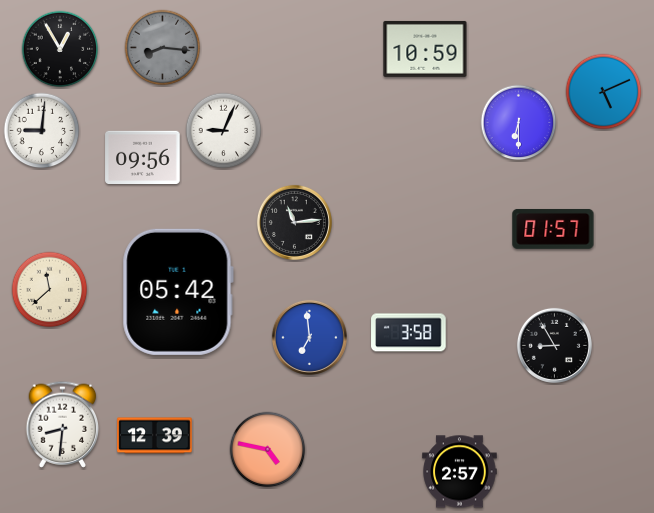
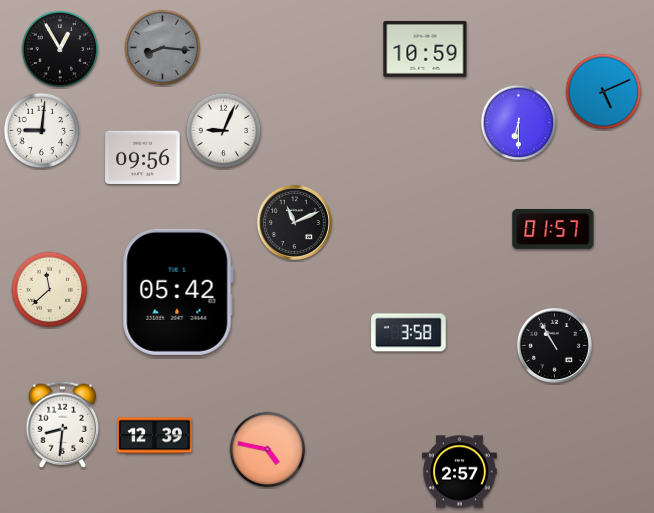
clock at (294, 222): 11:14 -> 11:11
clock at (309, 337): 6:59 -> none
clock at (554, 345): 8:55 -> 10:55
